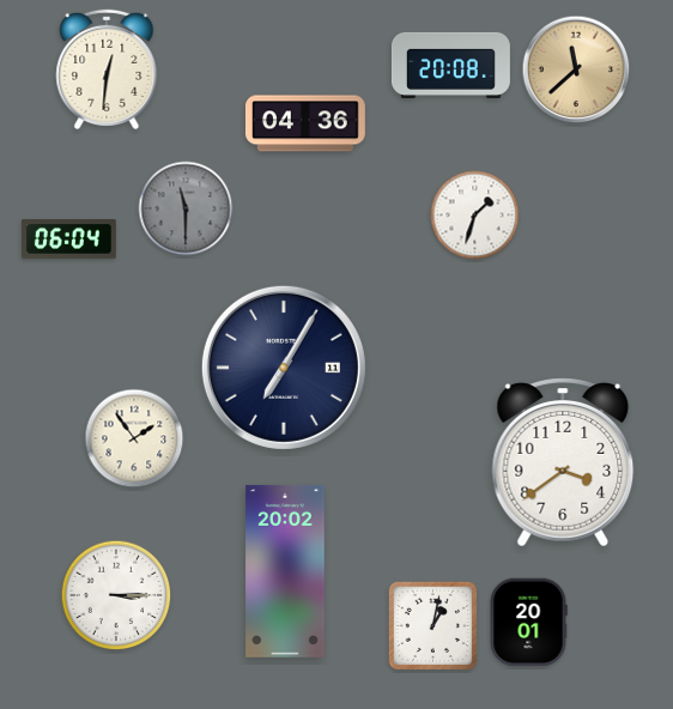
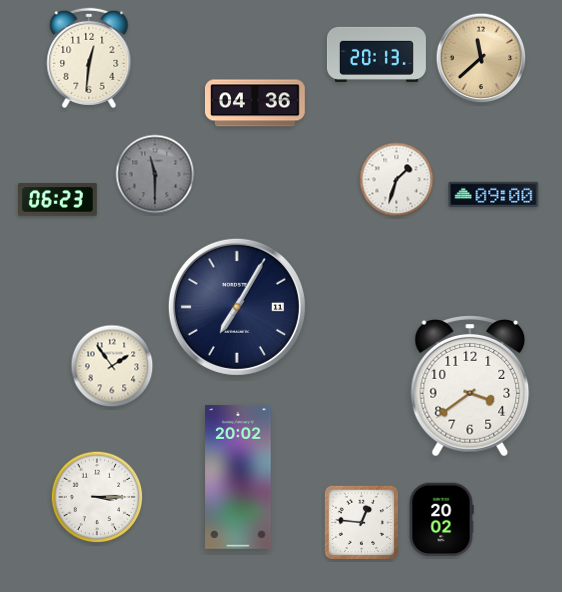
clock at (450, 65): 20:08 -> 20:13
clock at (494, 194): none -> 09:00
clock at (69, 240): 06:04 -> 06:23
clock at (528, 623): 20:01 -> 20:02
clock at (432, 625): 1:02 -> 12:46
